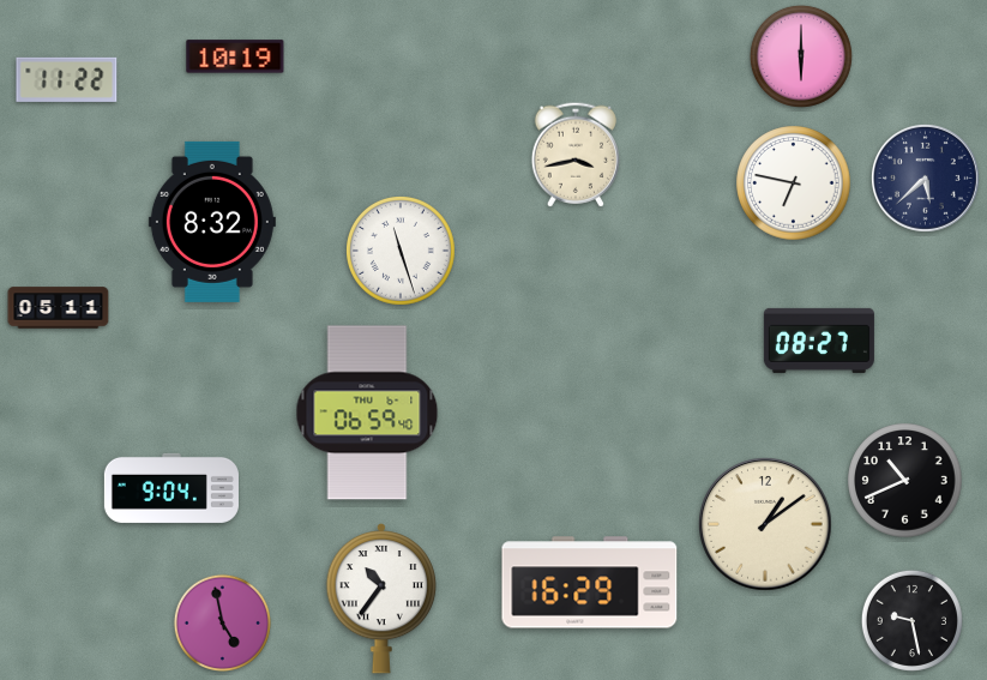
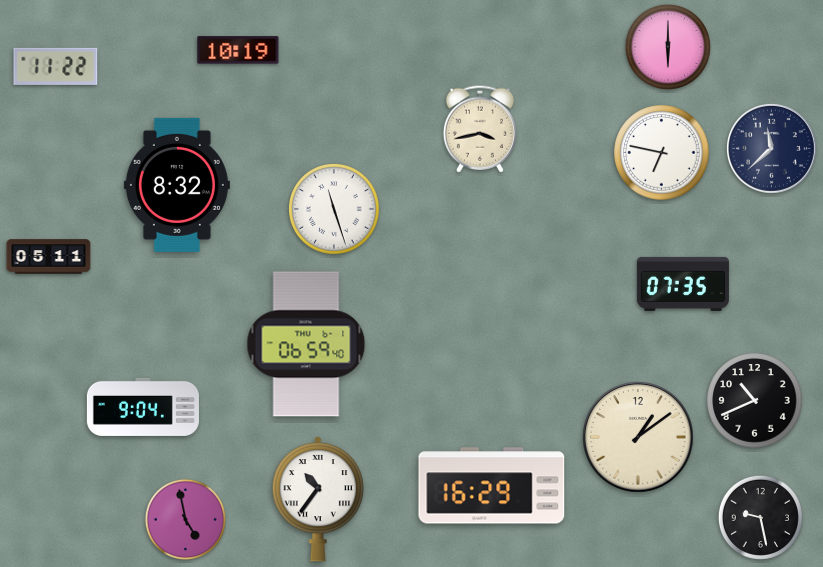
clock at (235, 56) position: (235, 56) -> (238, 50)
clock at (925, 177): 5:38 -> 11:38
clock at (819, 341): 08:27 -> 07:35
